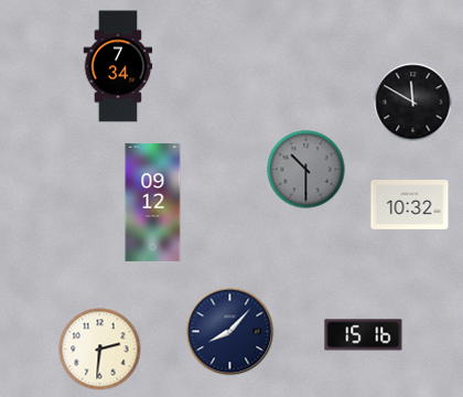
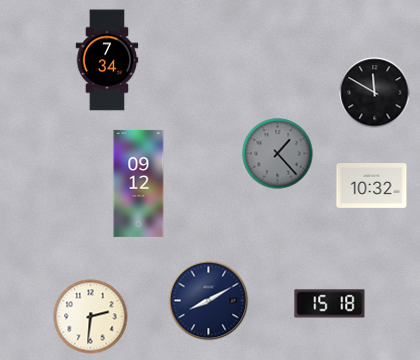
clock at (306, 170): 10:30 -> 1:23
clock at (230, 332): 8:07 -> 8:10
clock at (364, 335): 15:16 -> 15:18
